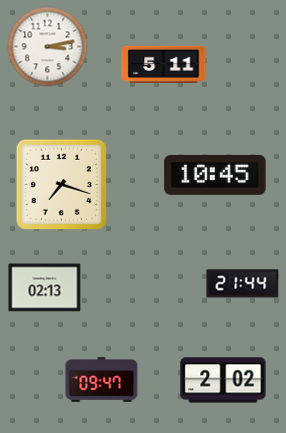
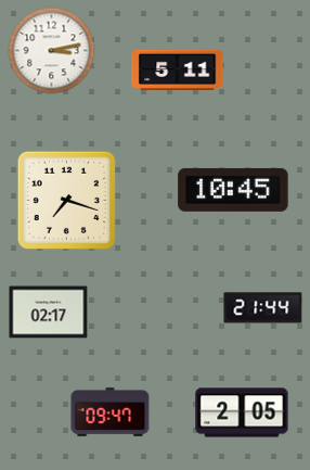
clock at (45, 288): 02:13 -> 02:17
clock at (223, 380): 2:02 -> 2:05
